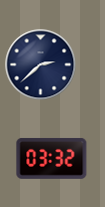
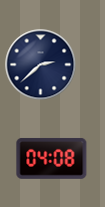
clock at (52, 158): 03:32 -> 04:08
